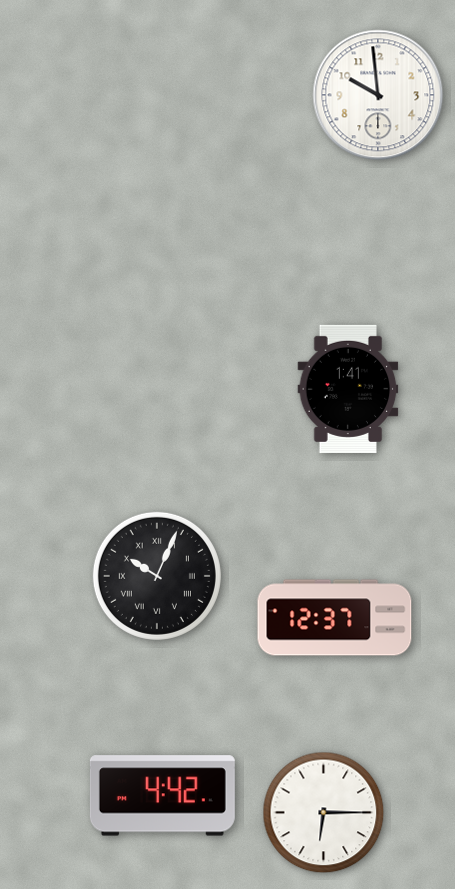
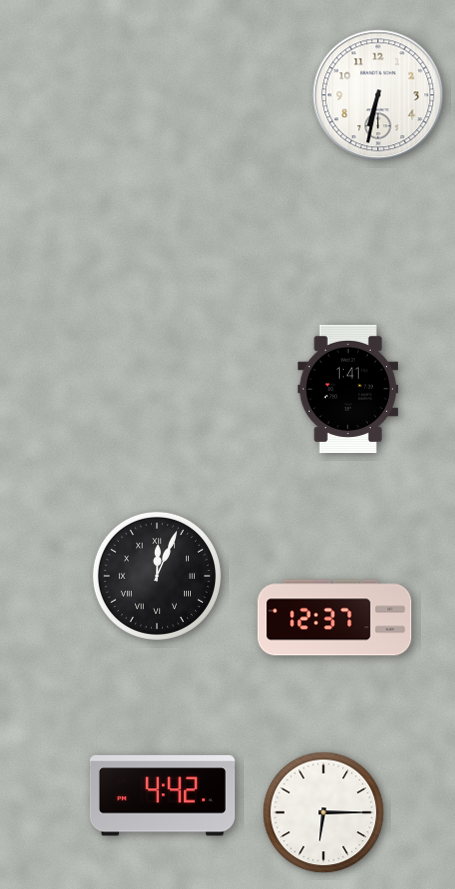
clock at (378, 95): 9:59 -> 6:32
clock at (157, 576): 10:04 -> 12:04
